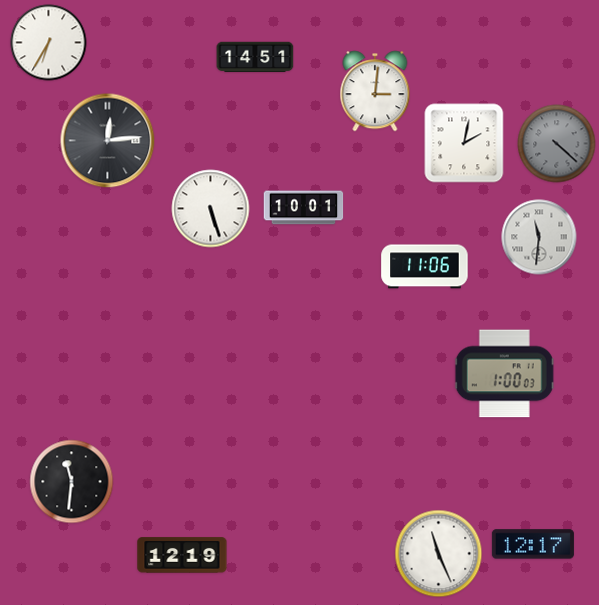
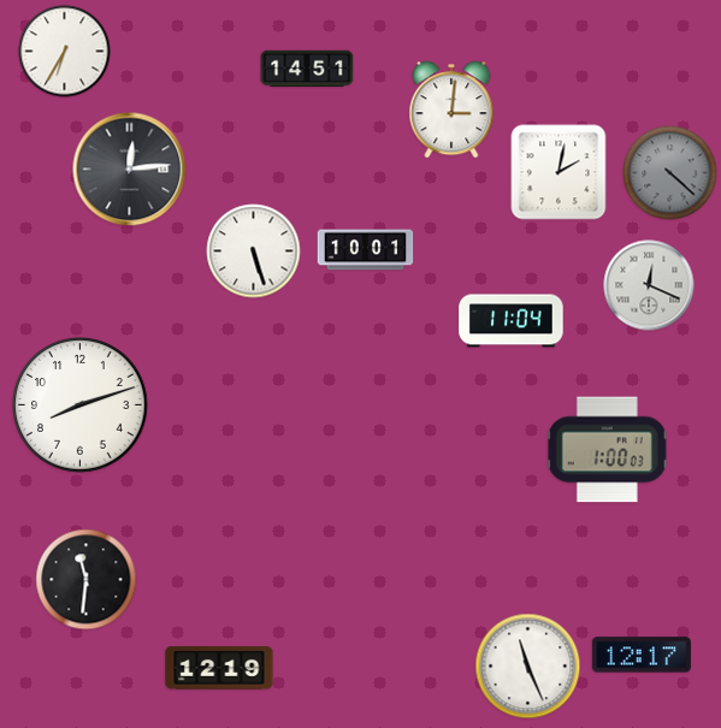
clock at (49, 43) position: (49, 43) -> (65, 52)
clock at (539, 237): 11:31 -> 12:19
clock at (425, 267): 11:06 -> 11:04
clock at (81, 406): none -> 8:12
